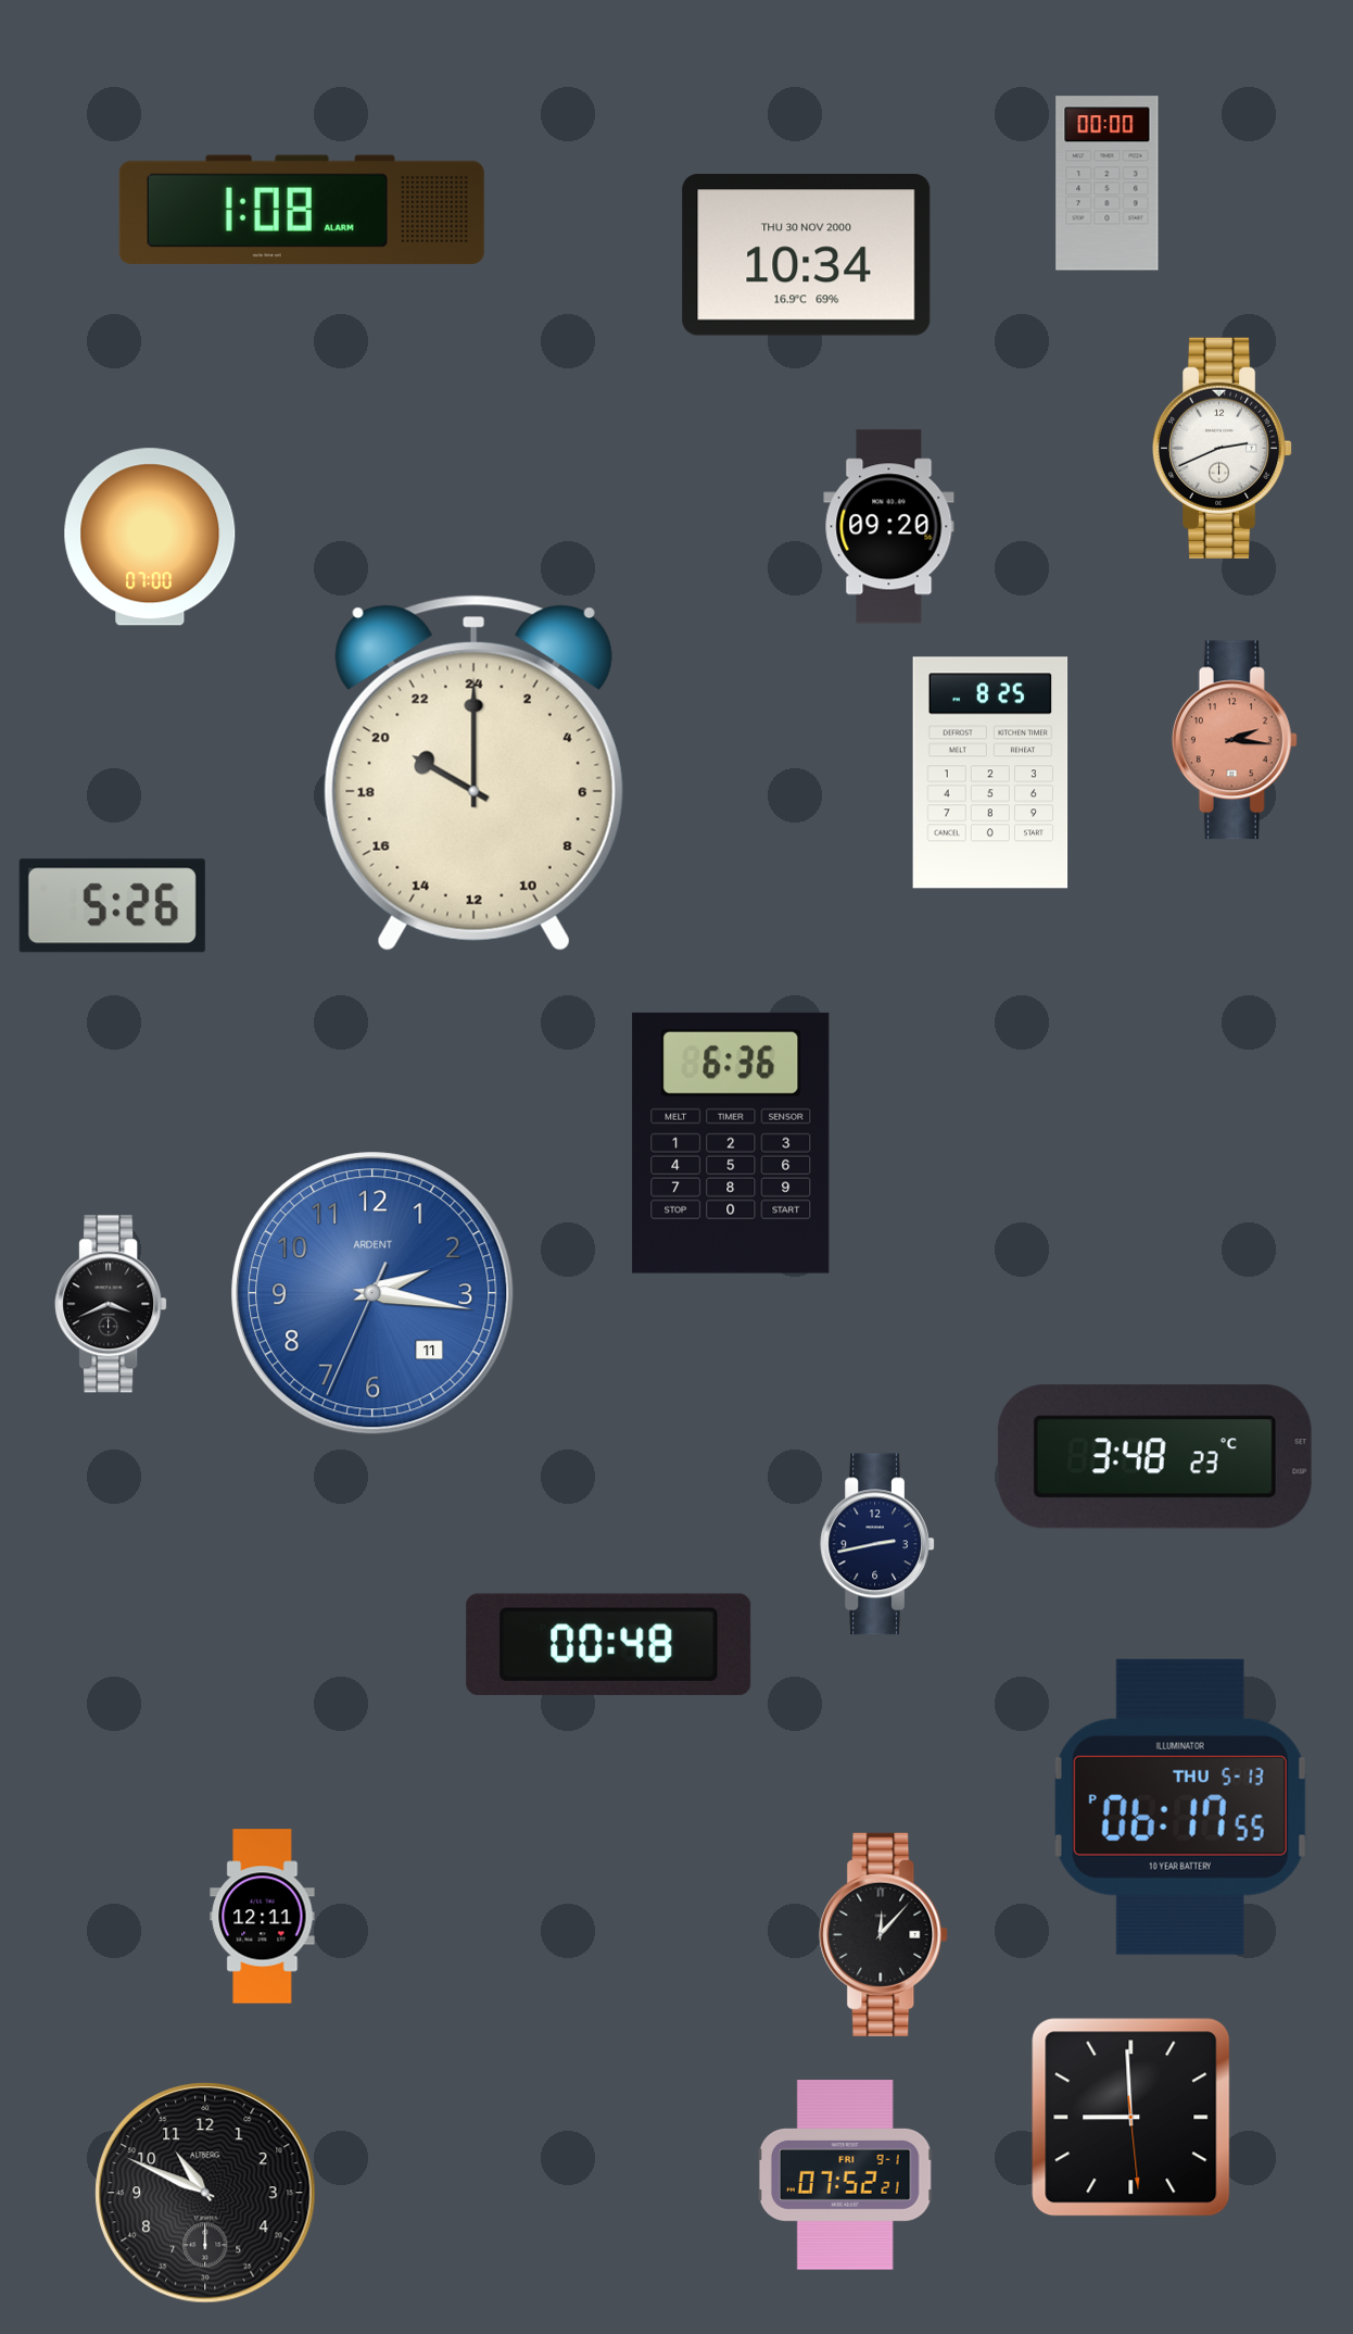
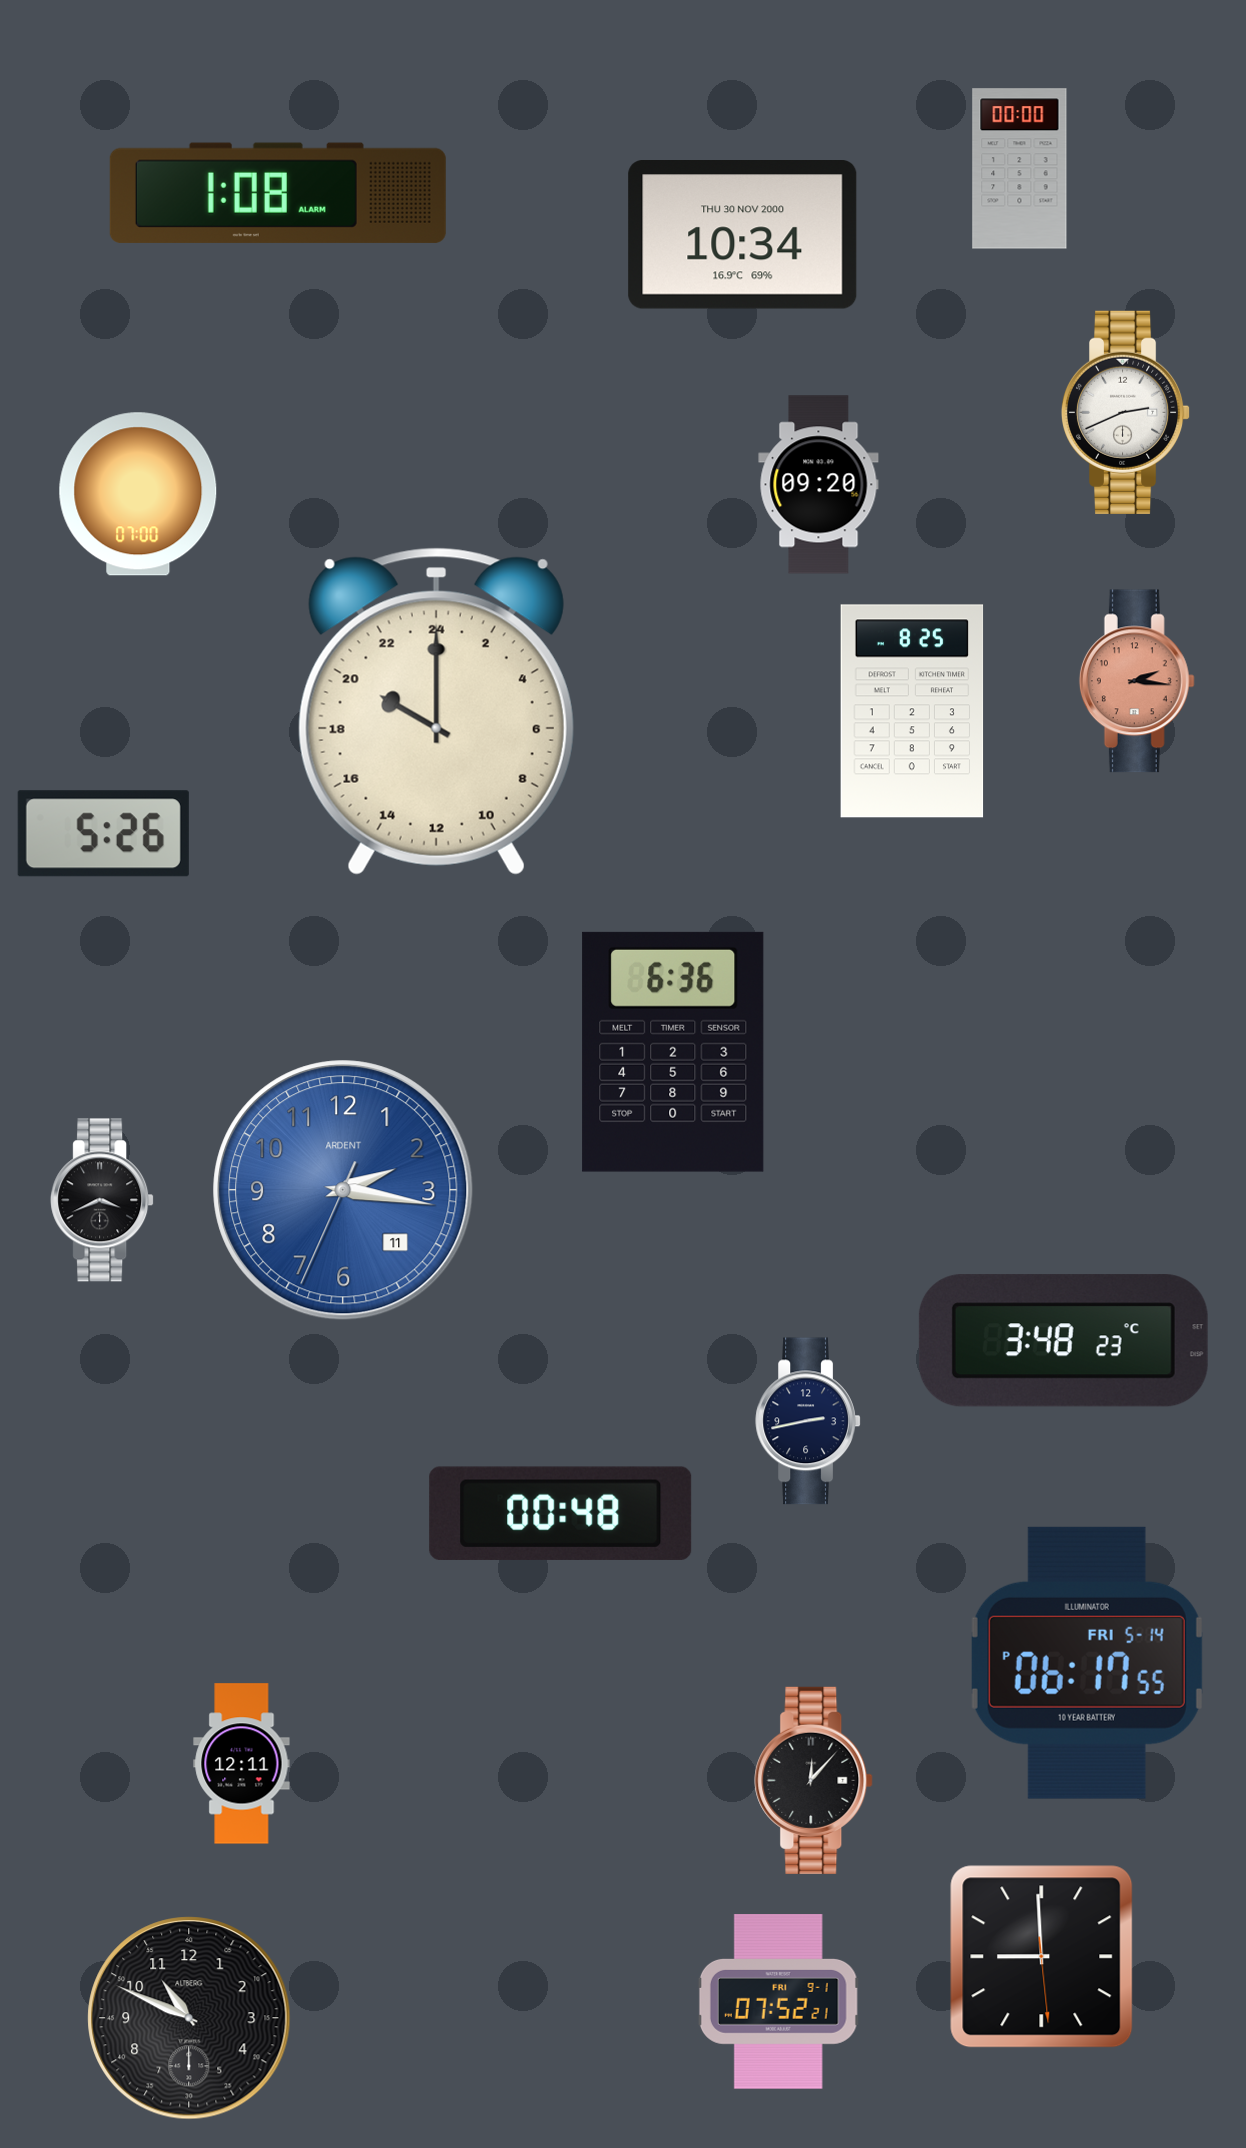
clock at (1180, 1807) date: THU 5-13 -> FRI 5-14
clock at (1131, 2118) position: (1131, 2118) -> (1042, 1957)
